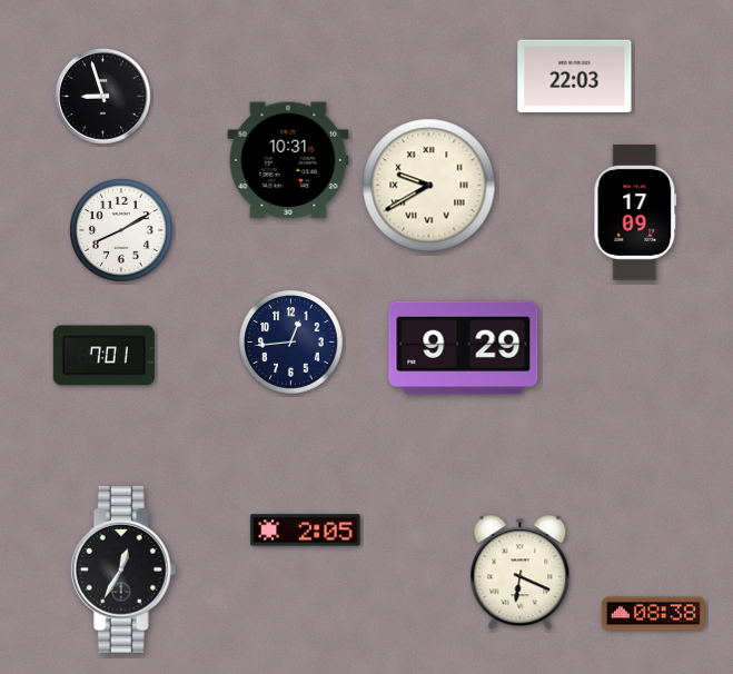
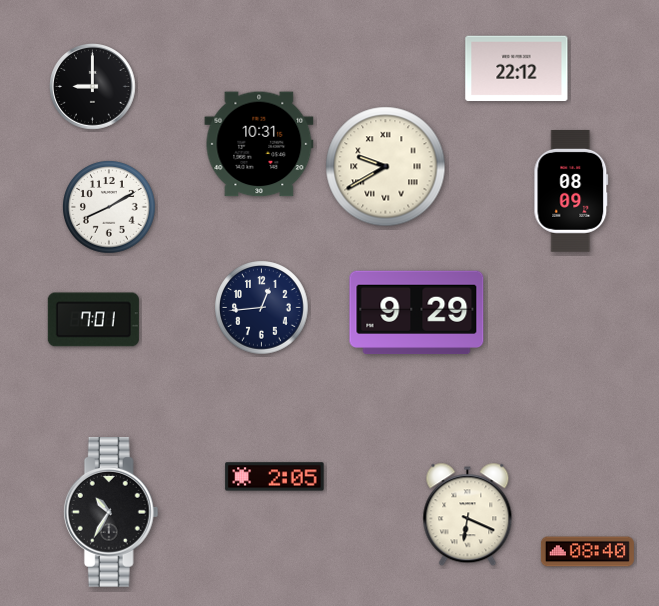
clock at (575, 77): 22:03 -> 22:12
clock at (103, 97): 8:57 -> 9:00
clock at (635, 214): 17:09 -> 08:09
clock at (123, 569): 12:35 -> 10:35
clock at (653, 614): 08:38 -> 08:40
